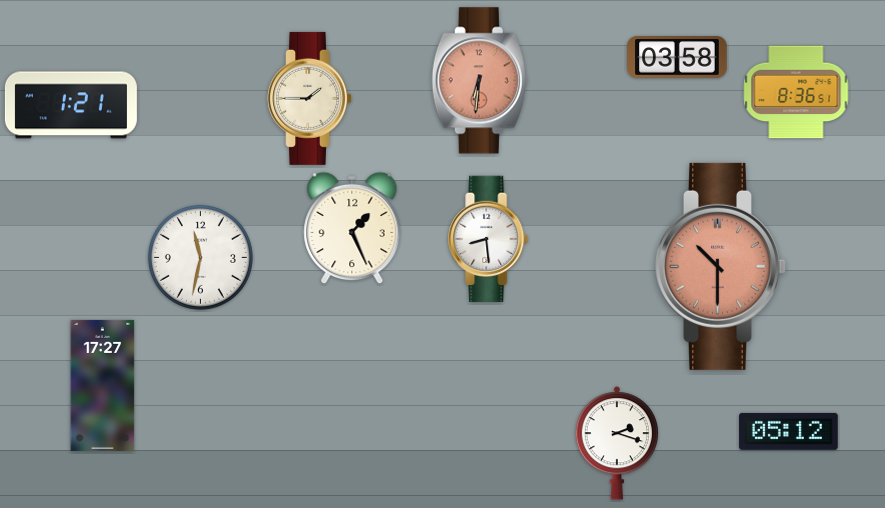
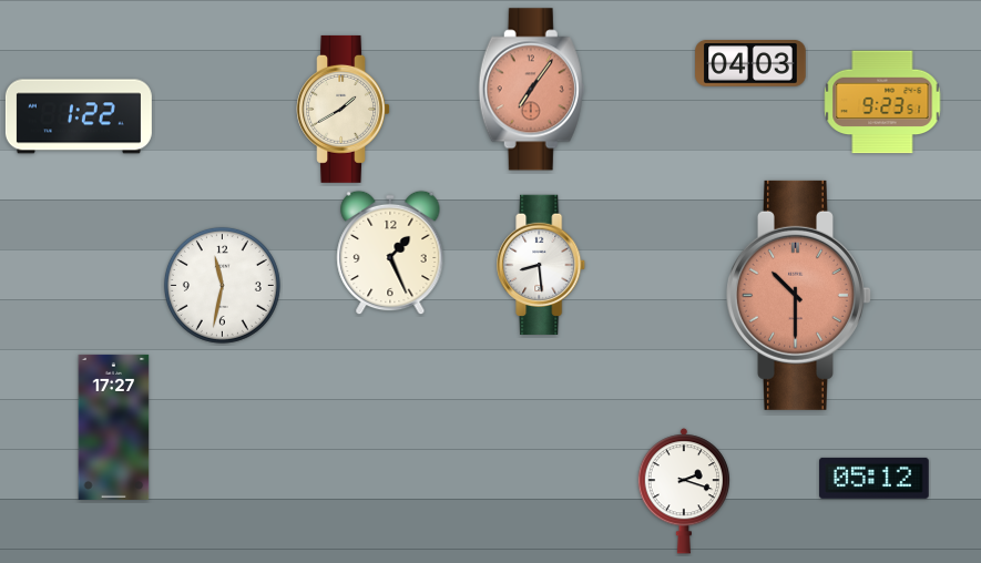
clock at (677, 57): 03:58 -> 04:03
clock at (479, 81): 6:31 -> 7:06
clock at (796, 92): 8:36 -> 9:23
clock at (310, 98): 1:45 -> 1:40
clock at (71, 105): 1:21 -> 1:22
